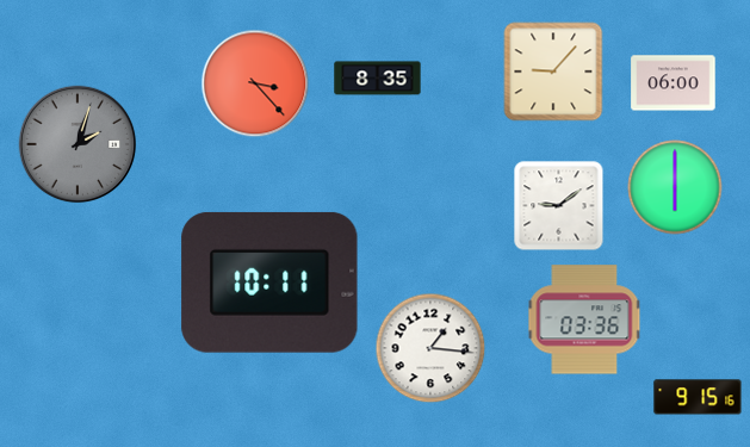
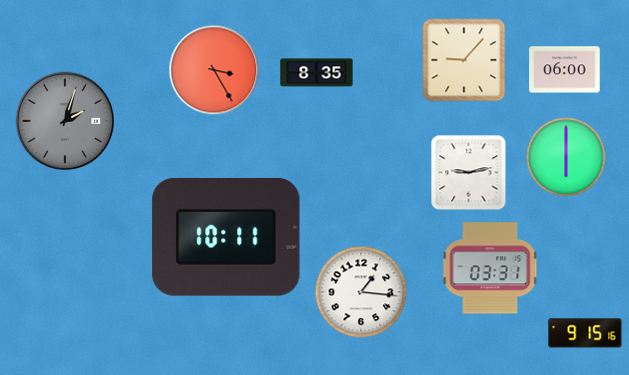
clock at (378, 79) position: (378, 79) -> (317, 73)
clock at (255, 83): 3:23 -> 3:25
clock at (559, 206): 9:09 -> 9:13
clock at (584, 319): 03:36 -> 03:31
